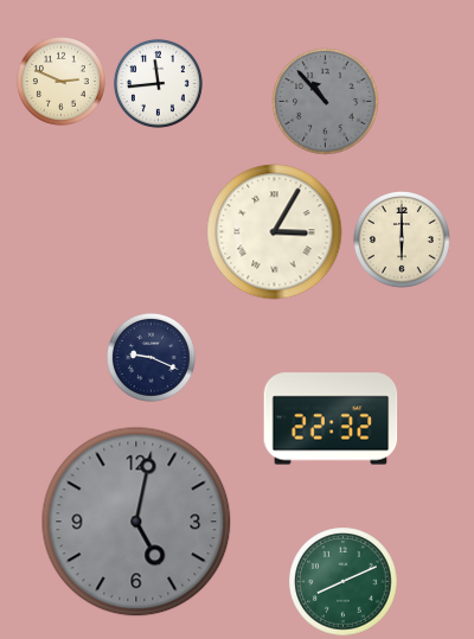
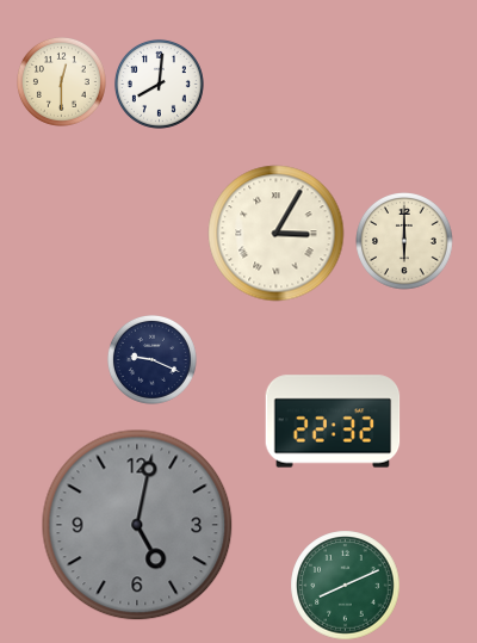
clock at (60, 81): 2:49 -> 12:30
clock at (158, 83): 11:44 -> 8:01
clock at (326, 102): 10:53 -> none
